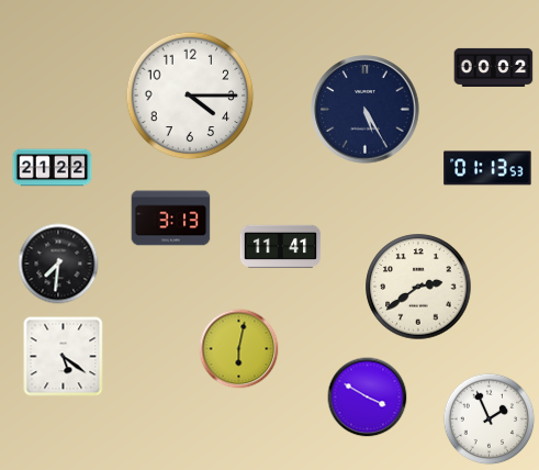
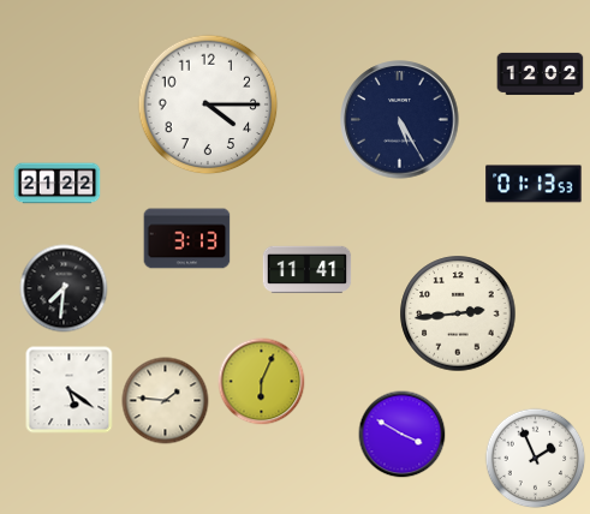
clock at (494, 67): 00:02 -> 12:02
clock at (418, 287): 2:39 -> 2:44
clock at (239, 349): 6:02 -> 6:04
clock at (166, 401): none -> 1:46
